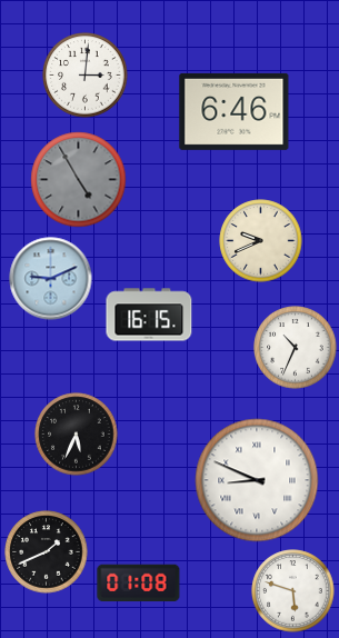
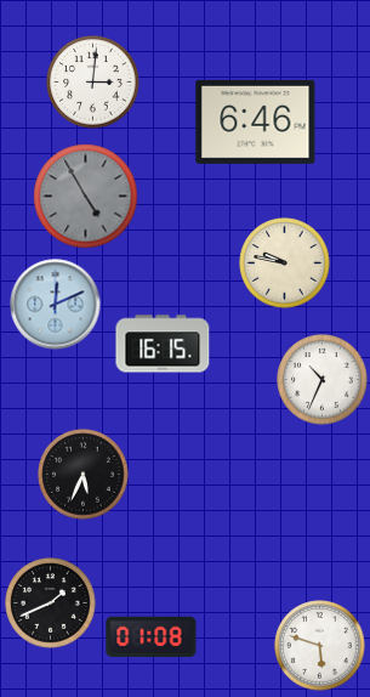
clock at (261, 241): 9:41 -> 9:47
clock at (51, 279): 9:11 -> 12:11
clock at (257, 480): 8:49 -> none
